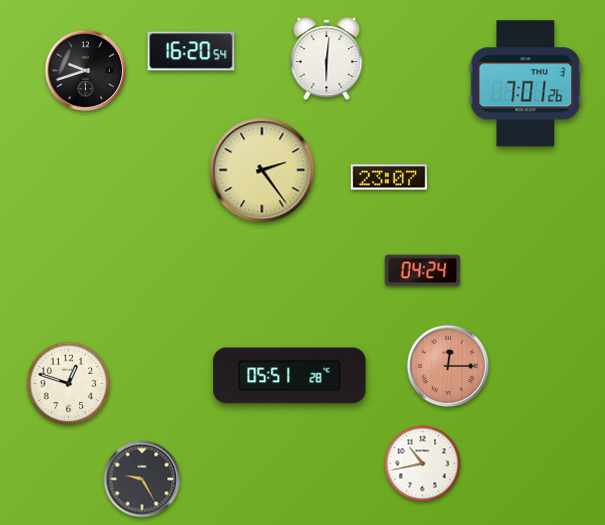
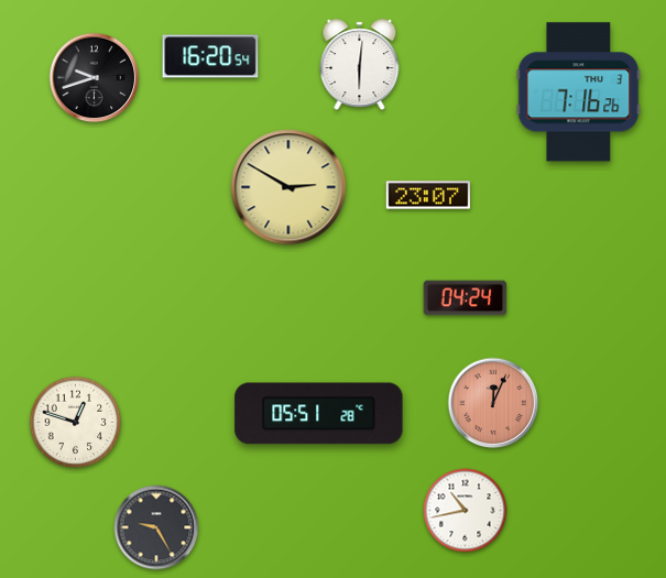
clock at (526, 84): 7:01 -> 7:16
clock at (262, 170): 2:24 -> 2:50
clock at (448, 366): 12:15 -> 12:04
